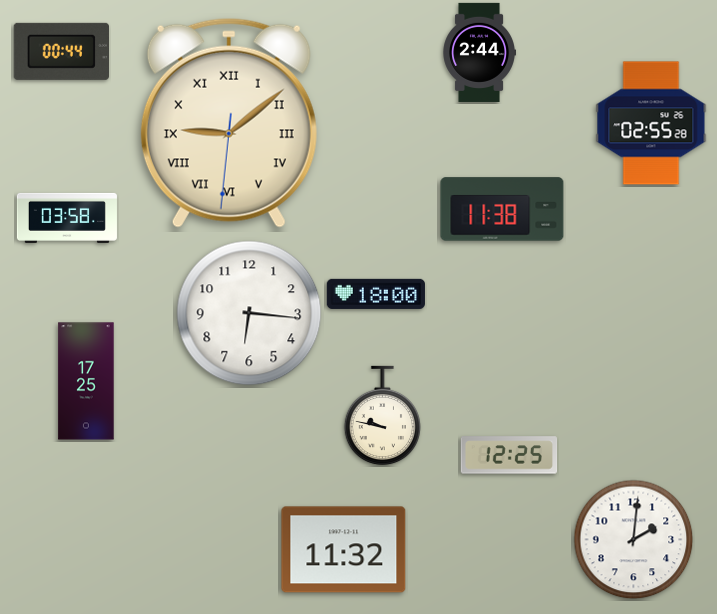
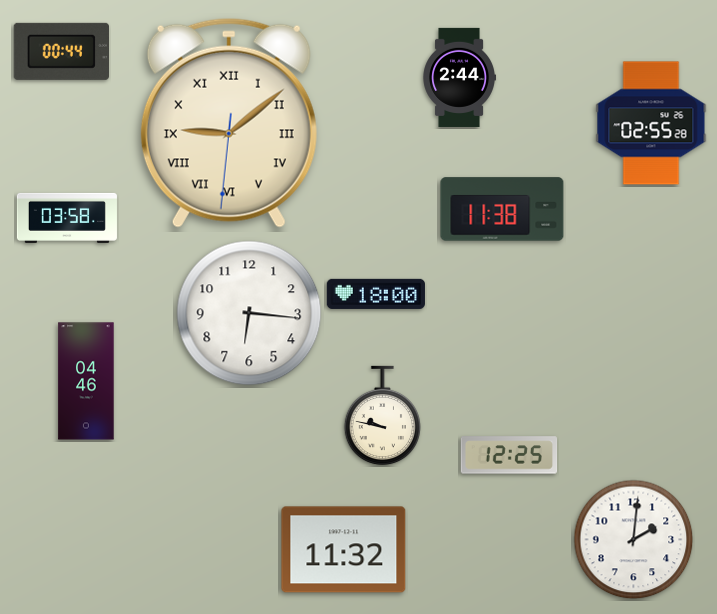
clock at (479, 52) position: (479, 52) -> (459, 77)
clock at (86, 381): 17:25 -> 04:46
